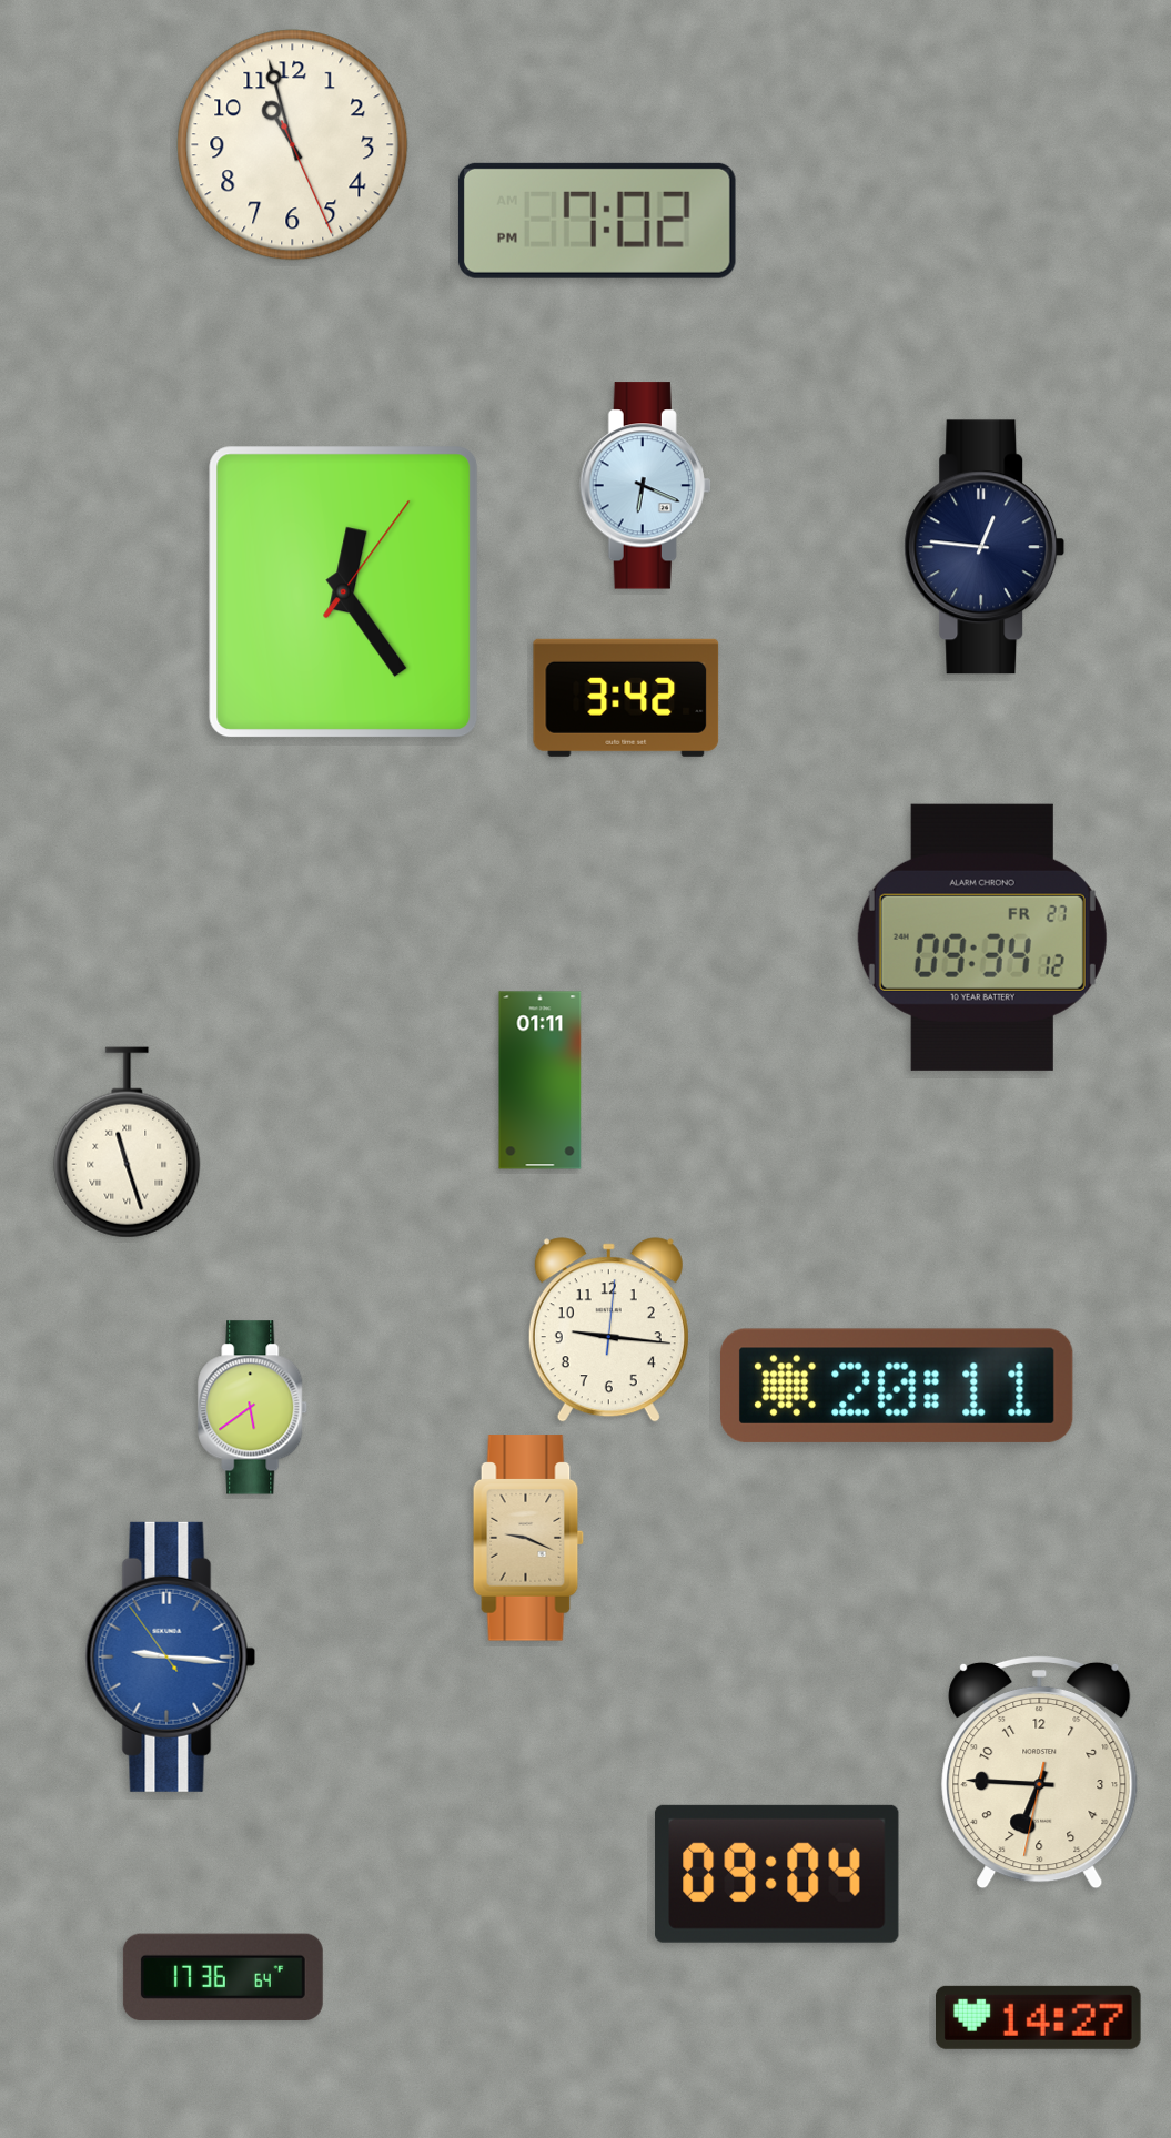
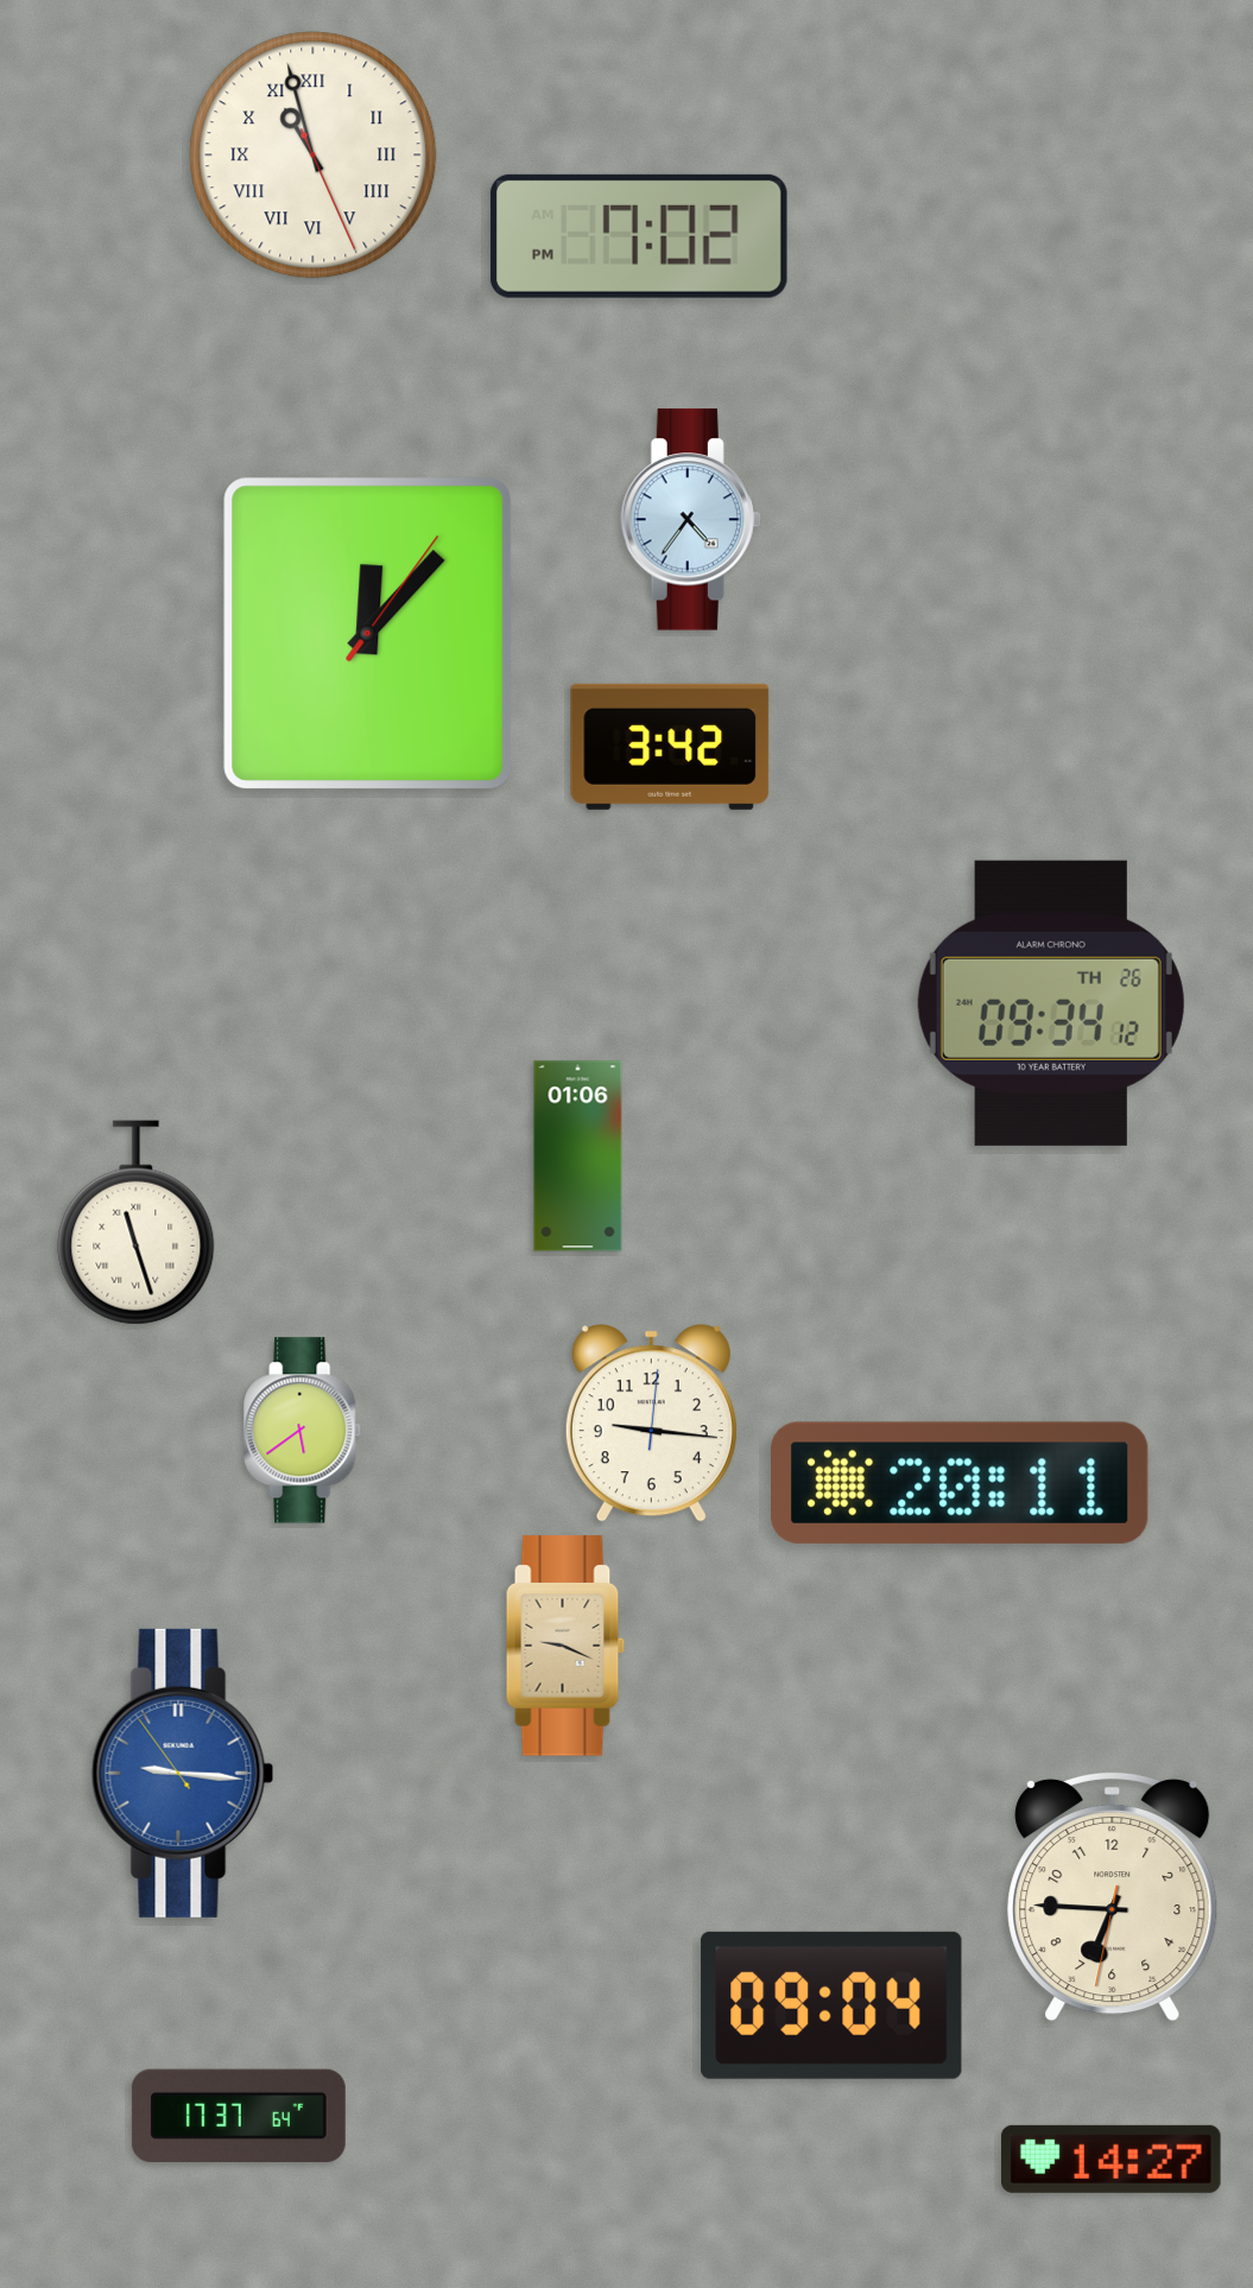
clock at (293, 145) numerals: Arabic -> Roman
clock at (646, 486): 6:19 -> 4:36
clock at (985, 547): 12:46 -> none
clock at (344, 592): 12:24 -> 12:07
clock at (982, 938) date: FR 27 -> TH 26
clock at (541, 1081): 01:11 -> 01:06
clock at (253, 1408) position: (253, 1408) -> (303, 1431)
clock at (223, 1977): 17:36 -> 17:37
